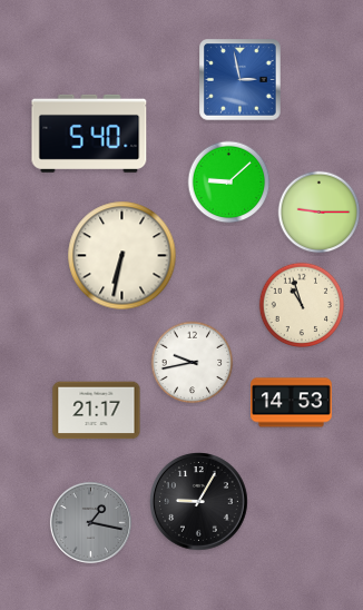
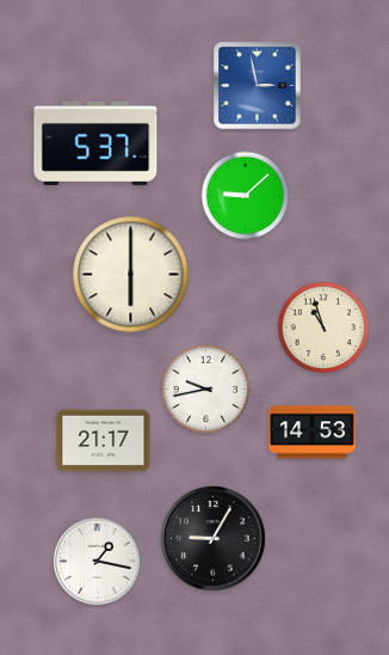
clock at (89, 134): 5:40 -> 5:37
clock at (320, 213): 9:15 -> none
clock at (122, 256): 6:32 -> 6:00
clock at (90, 522) dial: grey -> white
